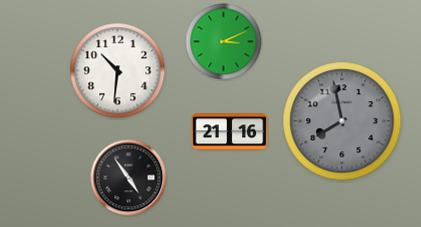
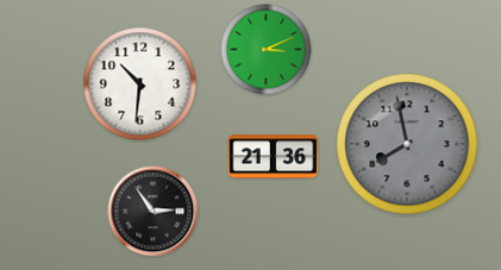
clock at (230, 132): 21:16 -> 21:36
clock at (129, 178): 4:54 -> 2:54
